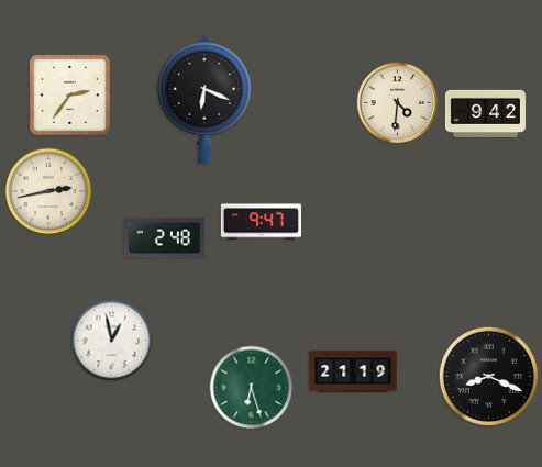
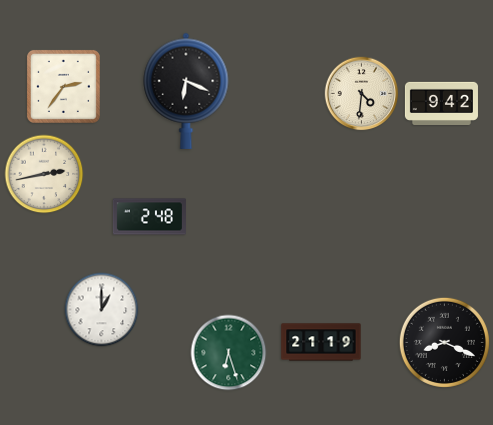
clock at (261, 222): 9:47 -> none
clock at (112, 341): 12:58 -> 1:00
clock at (353, 371) position: (353, 371) -> (321, 342)
